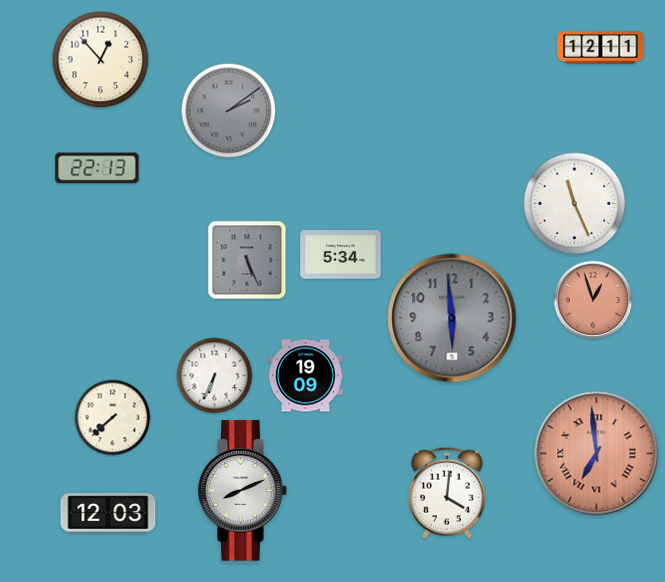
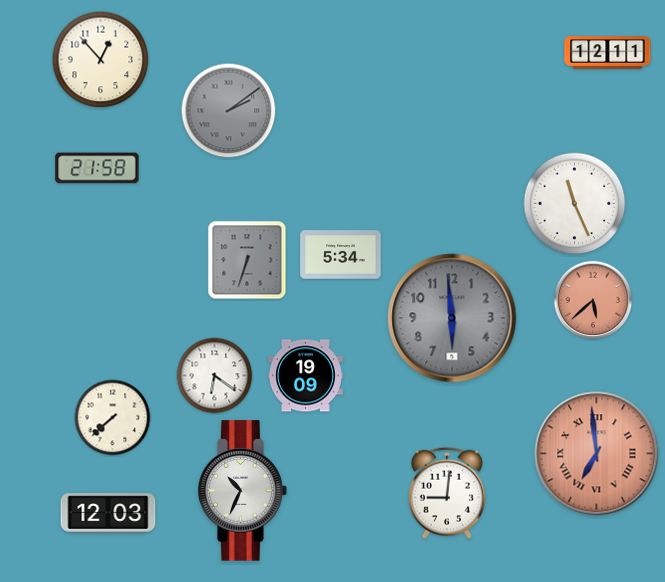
clock at (601, 48) position: (601, 48) -> (608, 53)
clock at (97, 168): 22:13 -> 21:58
clock at (247, 260): 5:26 -> 6:33
clock at (593, 300): 12:57 -> 5:38
clock at (215, 376): 6:34 -> 6:21
clock at (243, 491): 8:11 -> 10:34
clock at (447, 493): 4:01 -> 9:01
